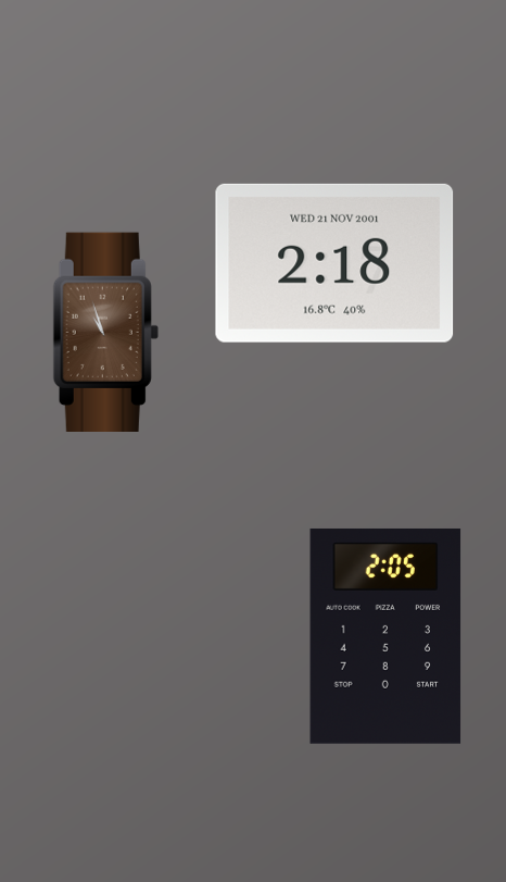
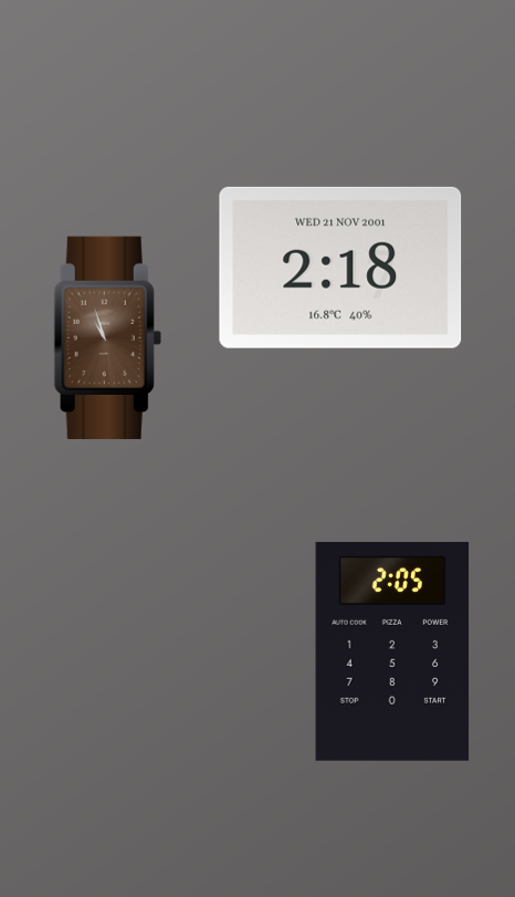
clock at (385, 636) position: (385, 636) -> (392, 651)
